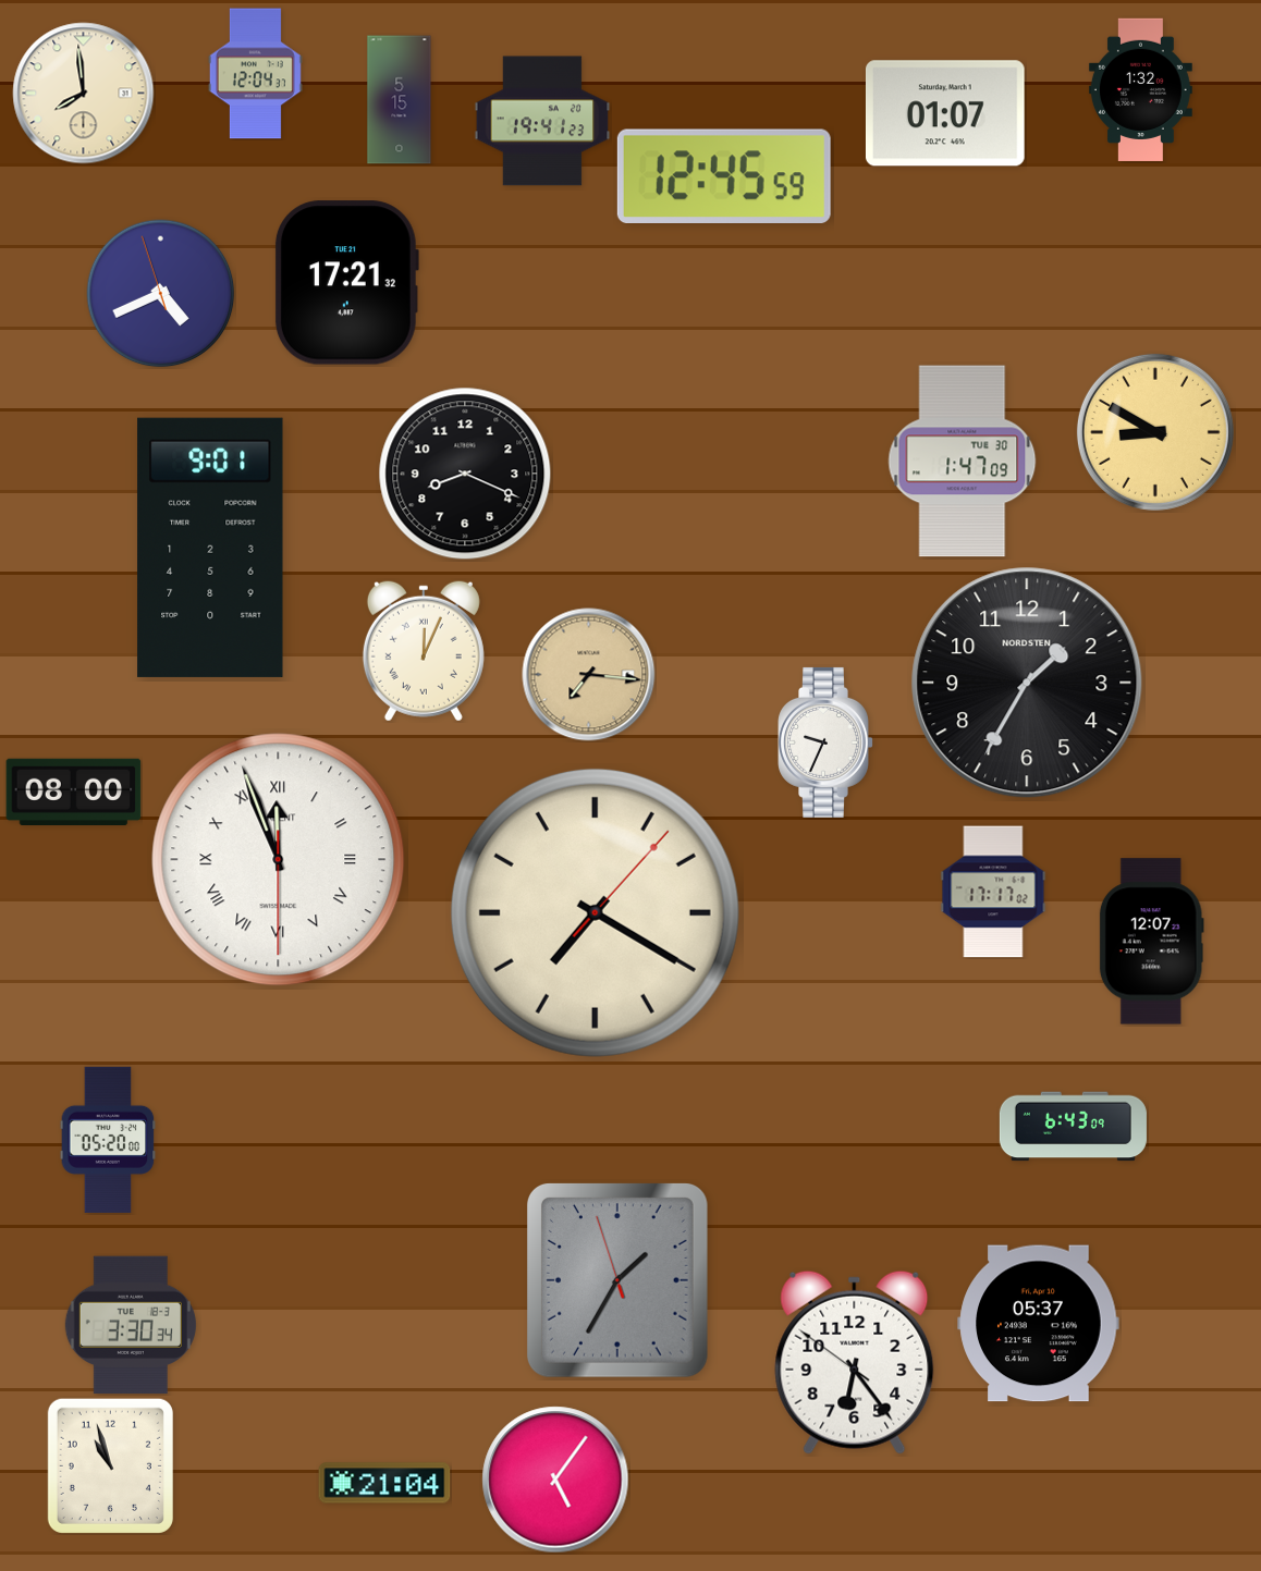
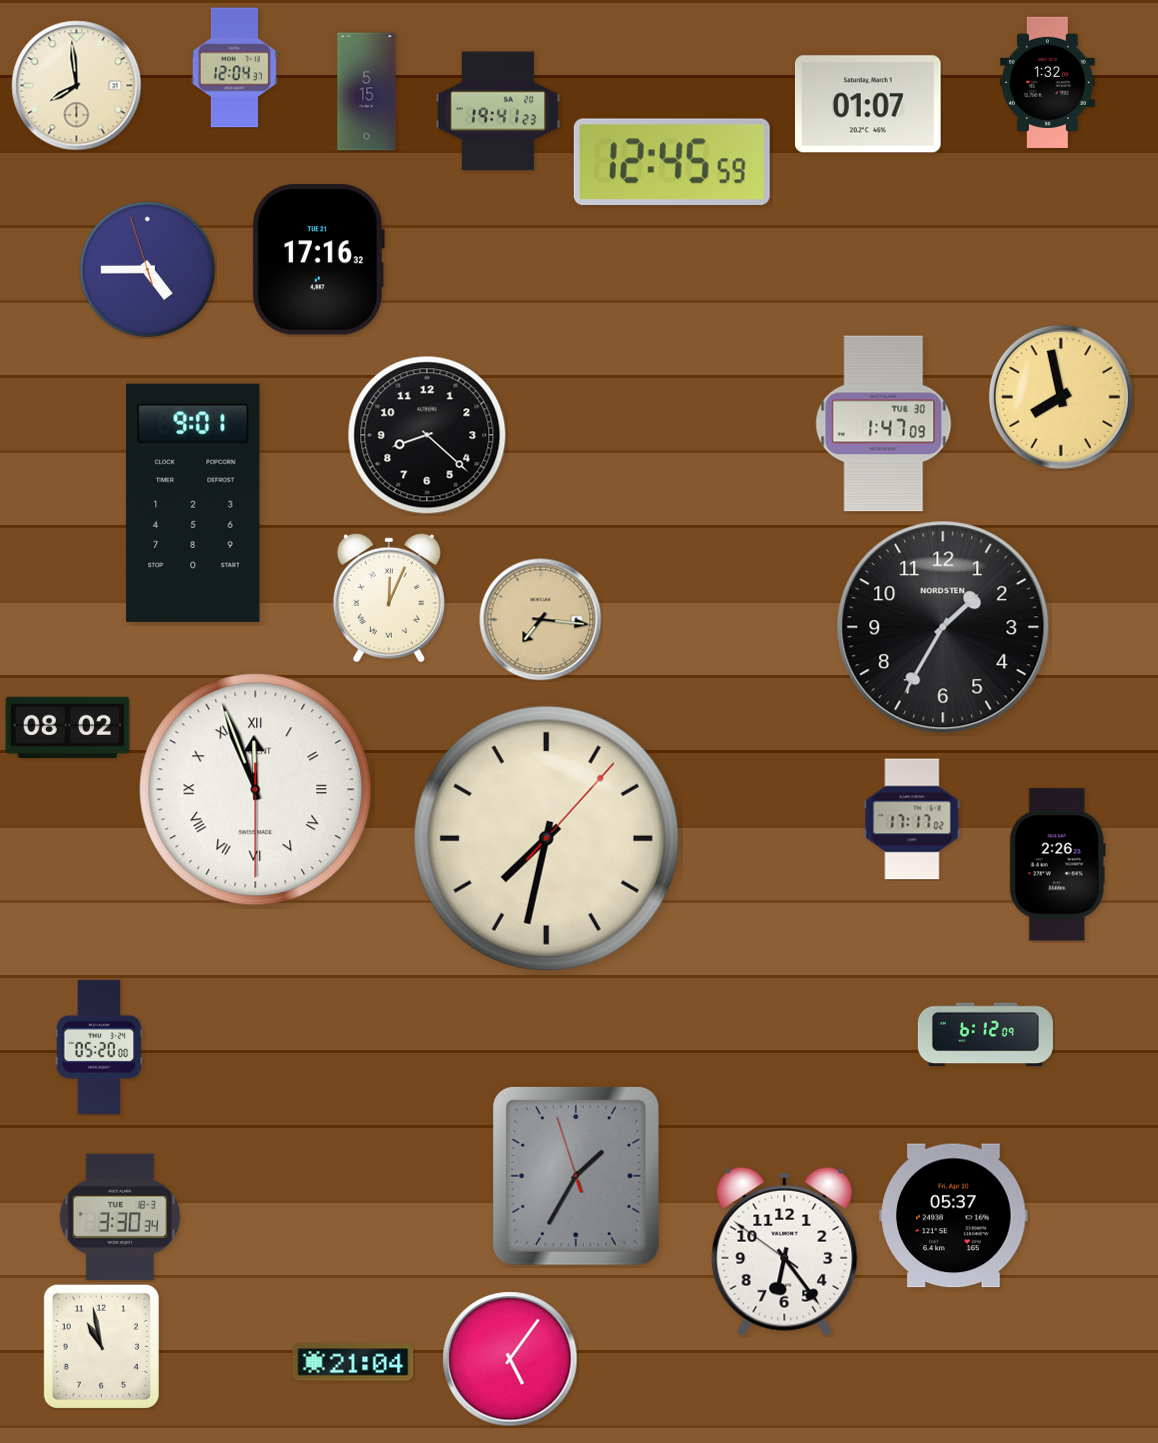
clock at (724, 176) position: (724, 176) -> (672, 162)
clock at (346, 283): 17:21 -> 17:16
clock at (161, 294): 4:40 -> 4:44
clock at (1155, 432): 8:50 -> 7:58
clock at (465, 474): 8:19 -> 8:22
clock at (827, 742): 9:34 -> none
clock at (74, 791): 08:00 -> 08:02
clock at (595, 912): 7:20 -> 7:32
clock at (1151, 942): 12:07 -> 2:26
clock at (1073, 1127): 6:43 -> 6:12
clock at (617, 1280) position: (617, 1280) -> (576, 1176)
clock at (110, 1465): 10:57 -> 10:58
